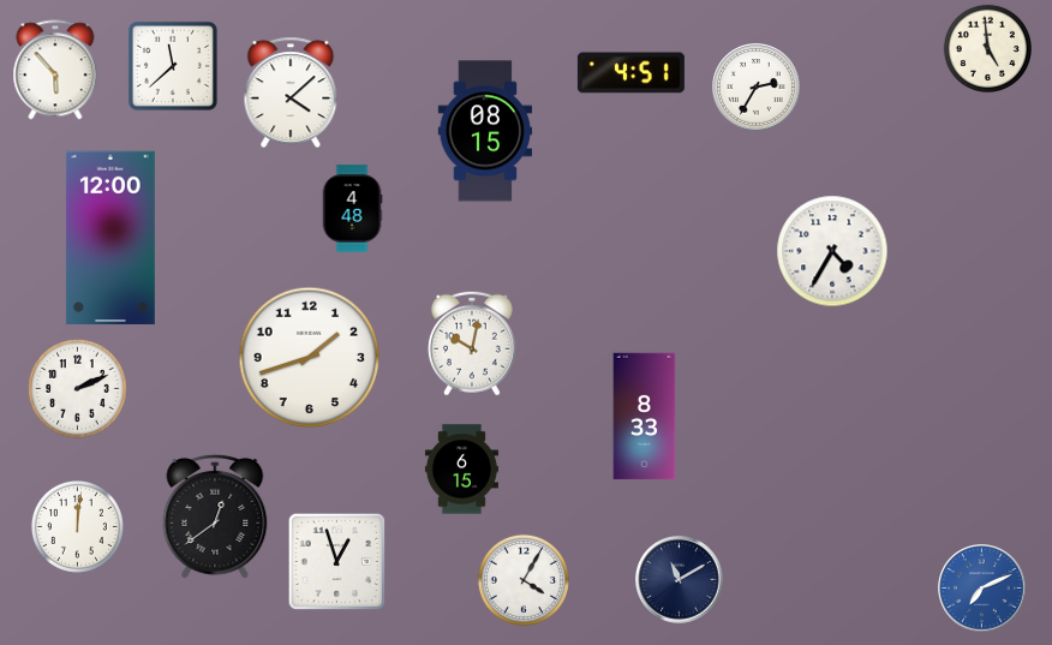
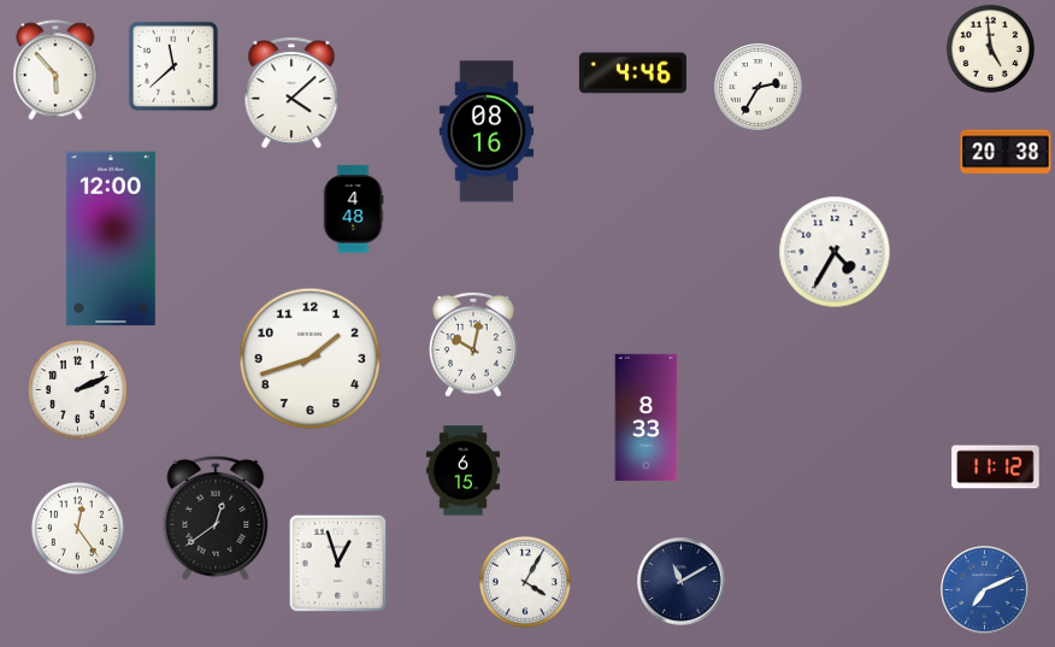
clock at (630, 73): 4:51 -> 4:46
clock at (485, 131): 08:15 -> 08:16
clock at (1006, 152): none -> 20:38
clock at (996, 467): none -> 11:12
clock at (77, 526): 12:01 -> 12:24
